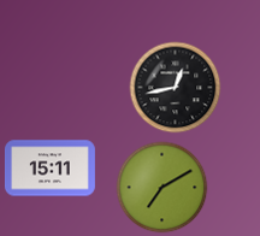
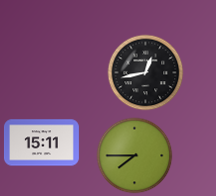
clock at (49, 169) position: (49, 169) -> (41, 143)
clock at (162, 188): 7:10 -> 7:45
